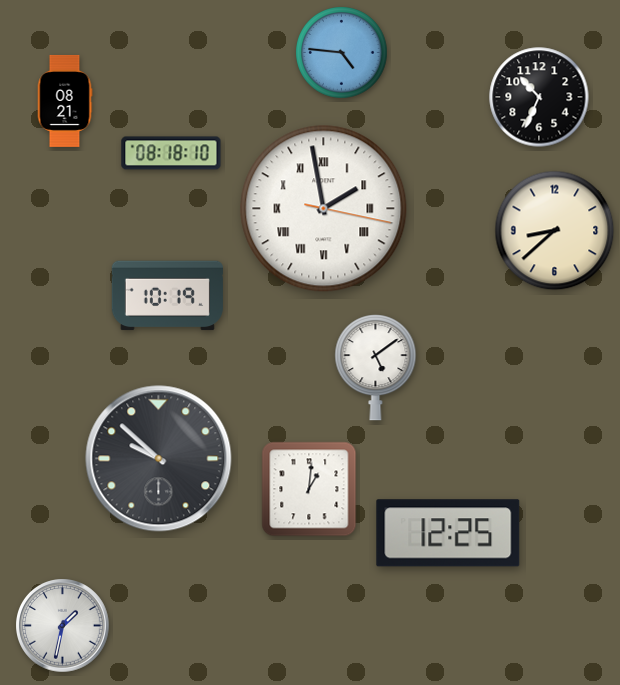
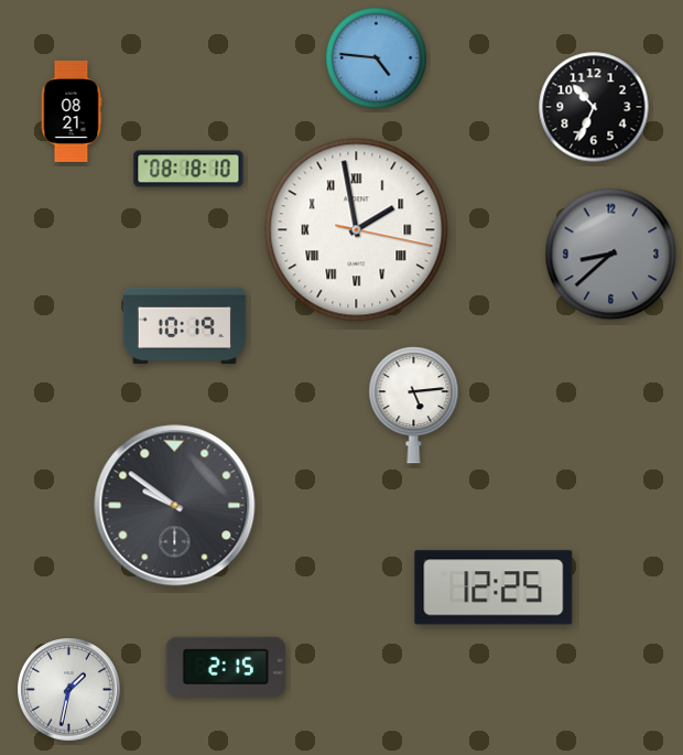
clock at (555, 231) dial: cream -> grey
clock at (376, 368): 5:09 -> 5:14
clock at (159, 459): 9:52 -> 9:51
clock at (309, 489): 1:01 -> none
clock at (226, 667): none -> 2:15
